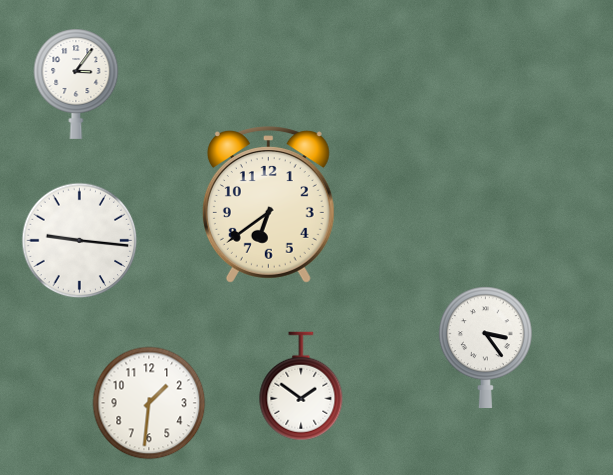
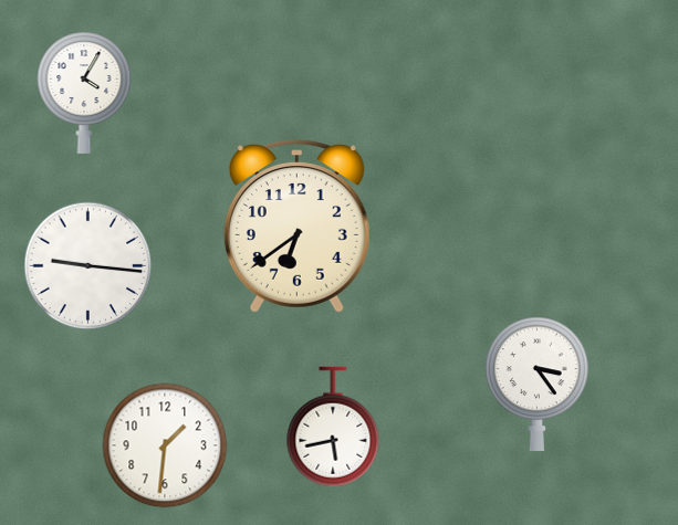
clock at (76, 84): 3:06 -> 4:05
clock at (301, 386): 1:51 -> 5:43
